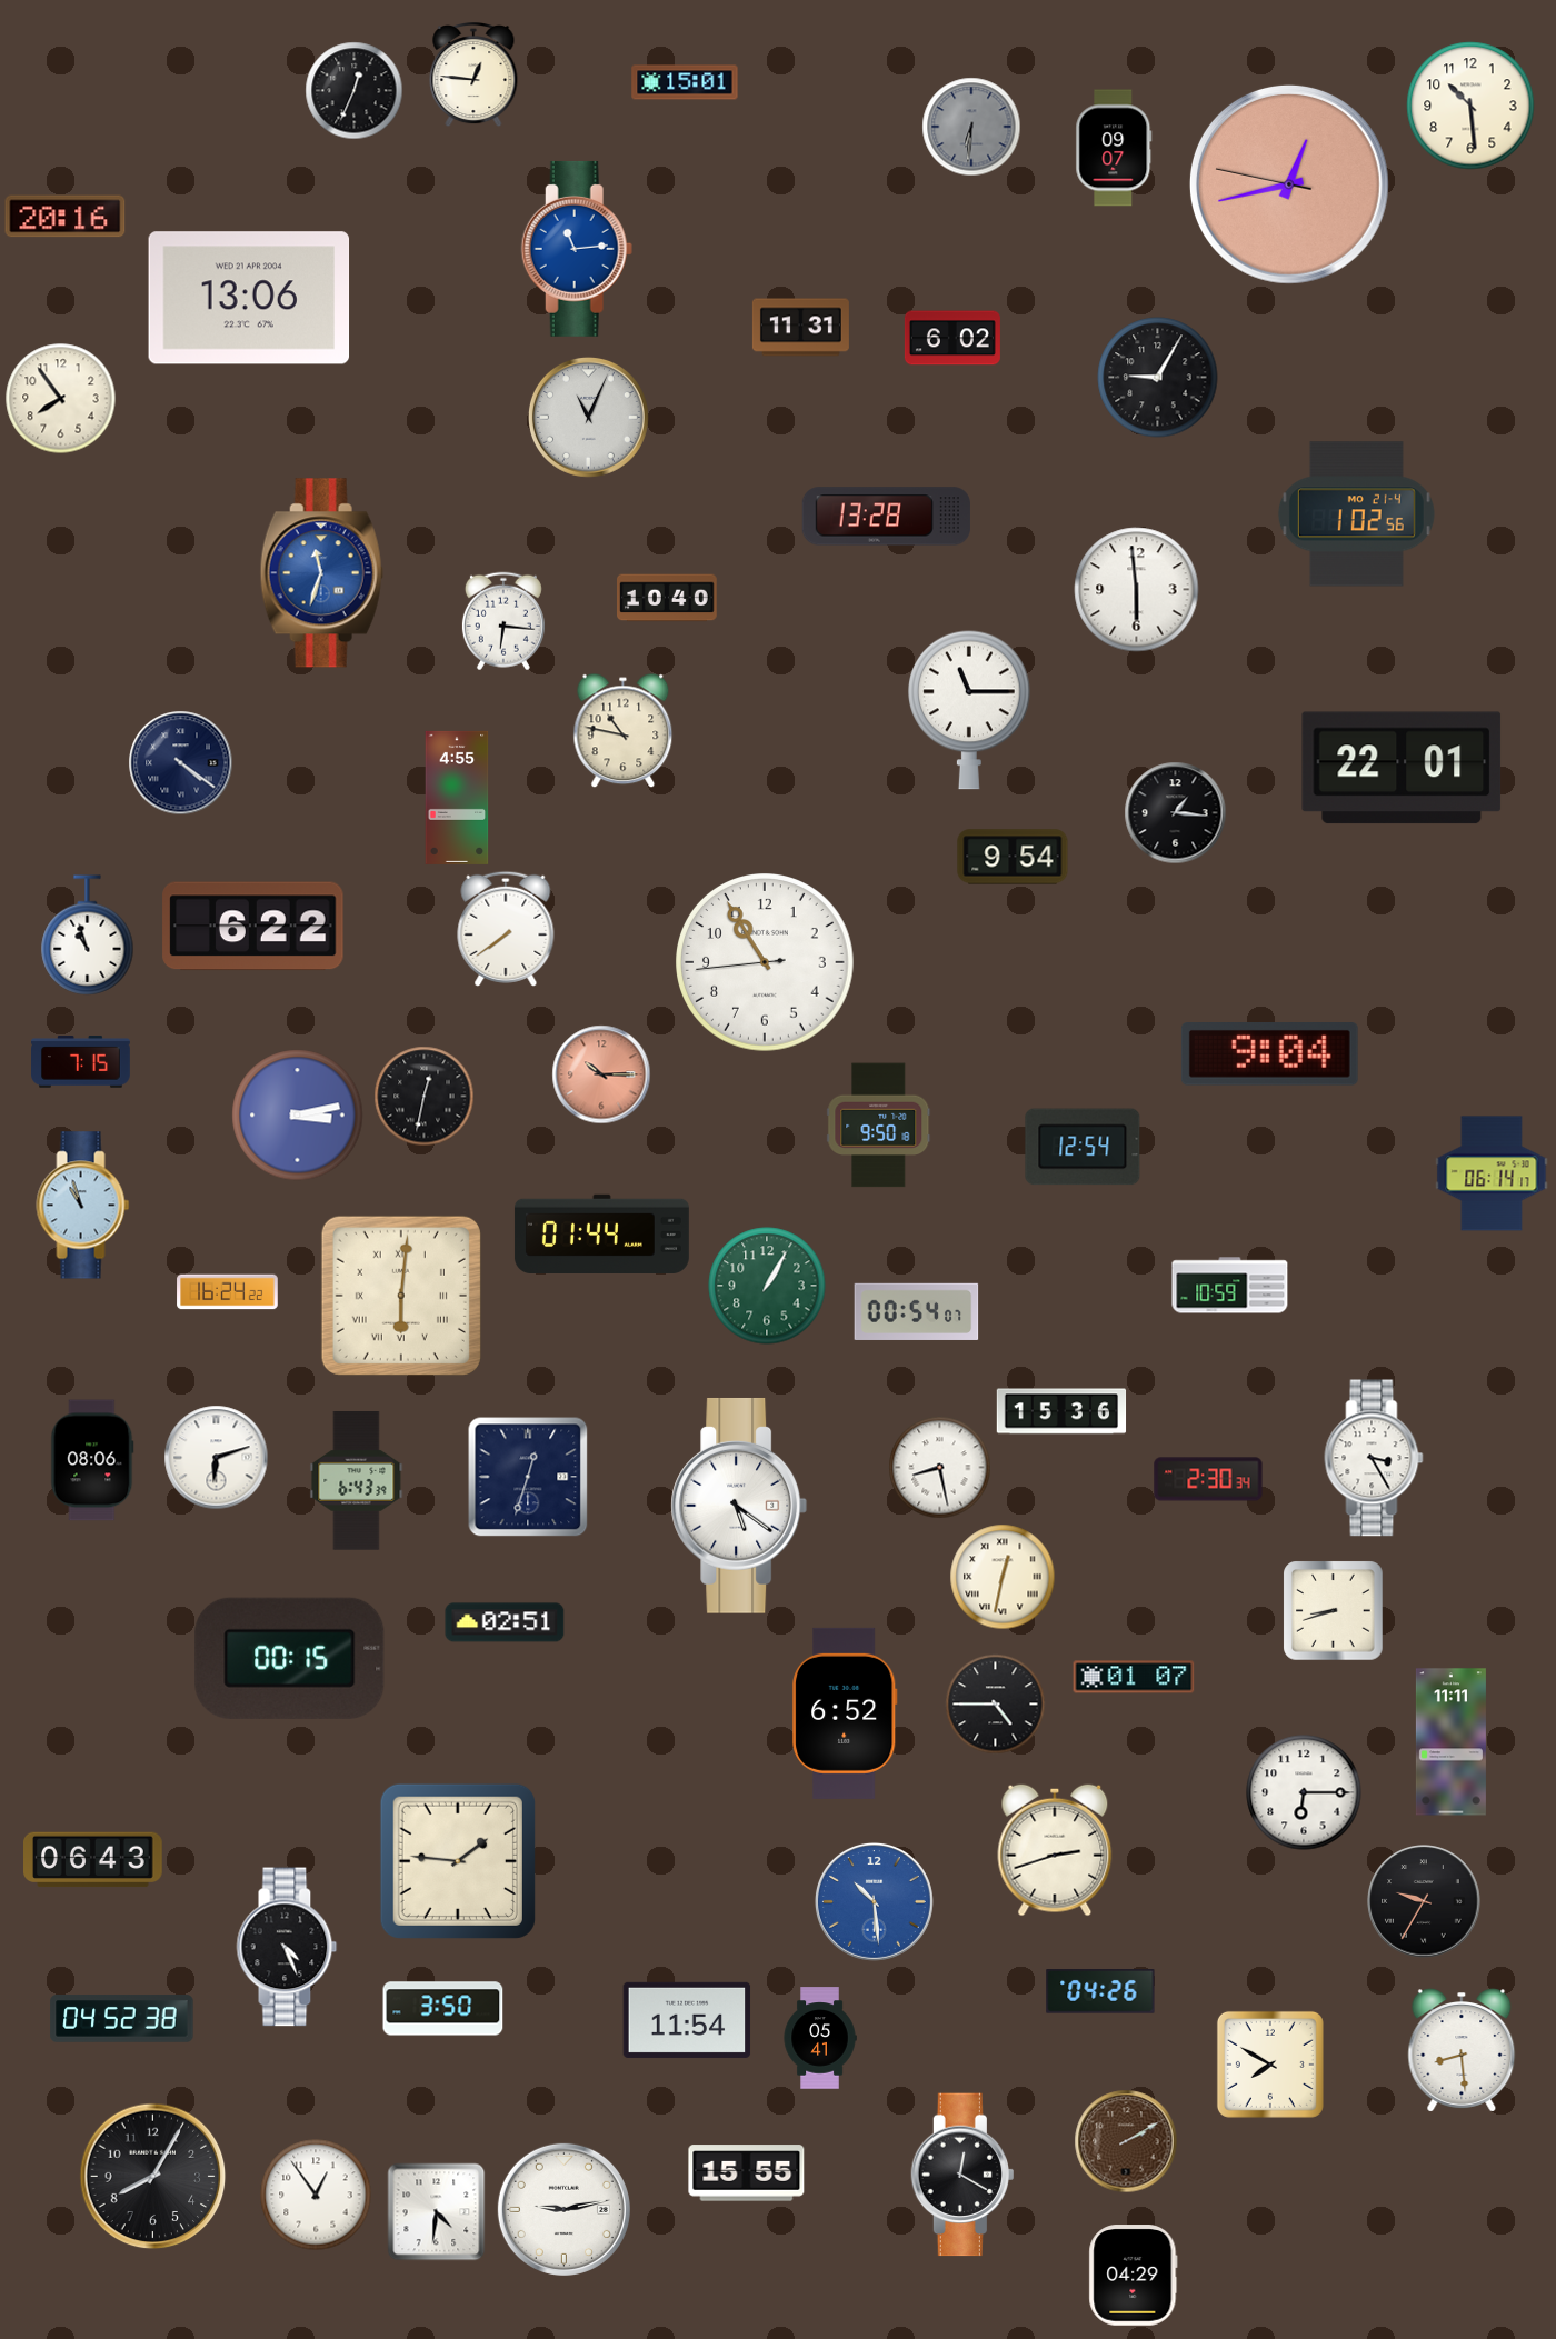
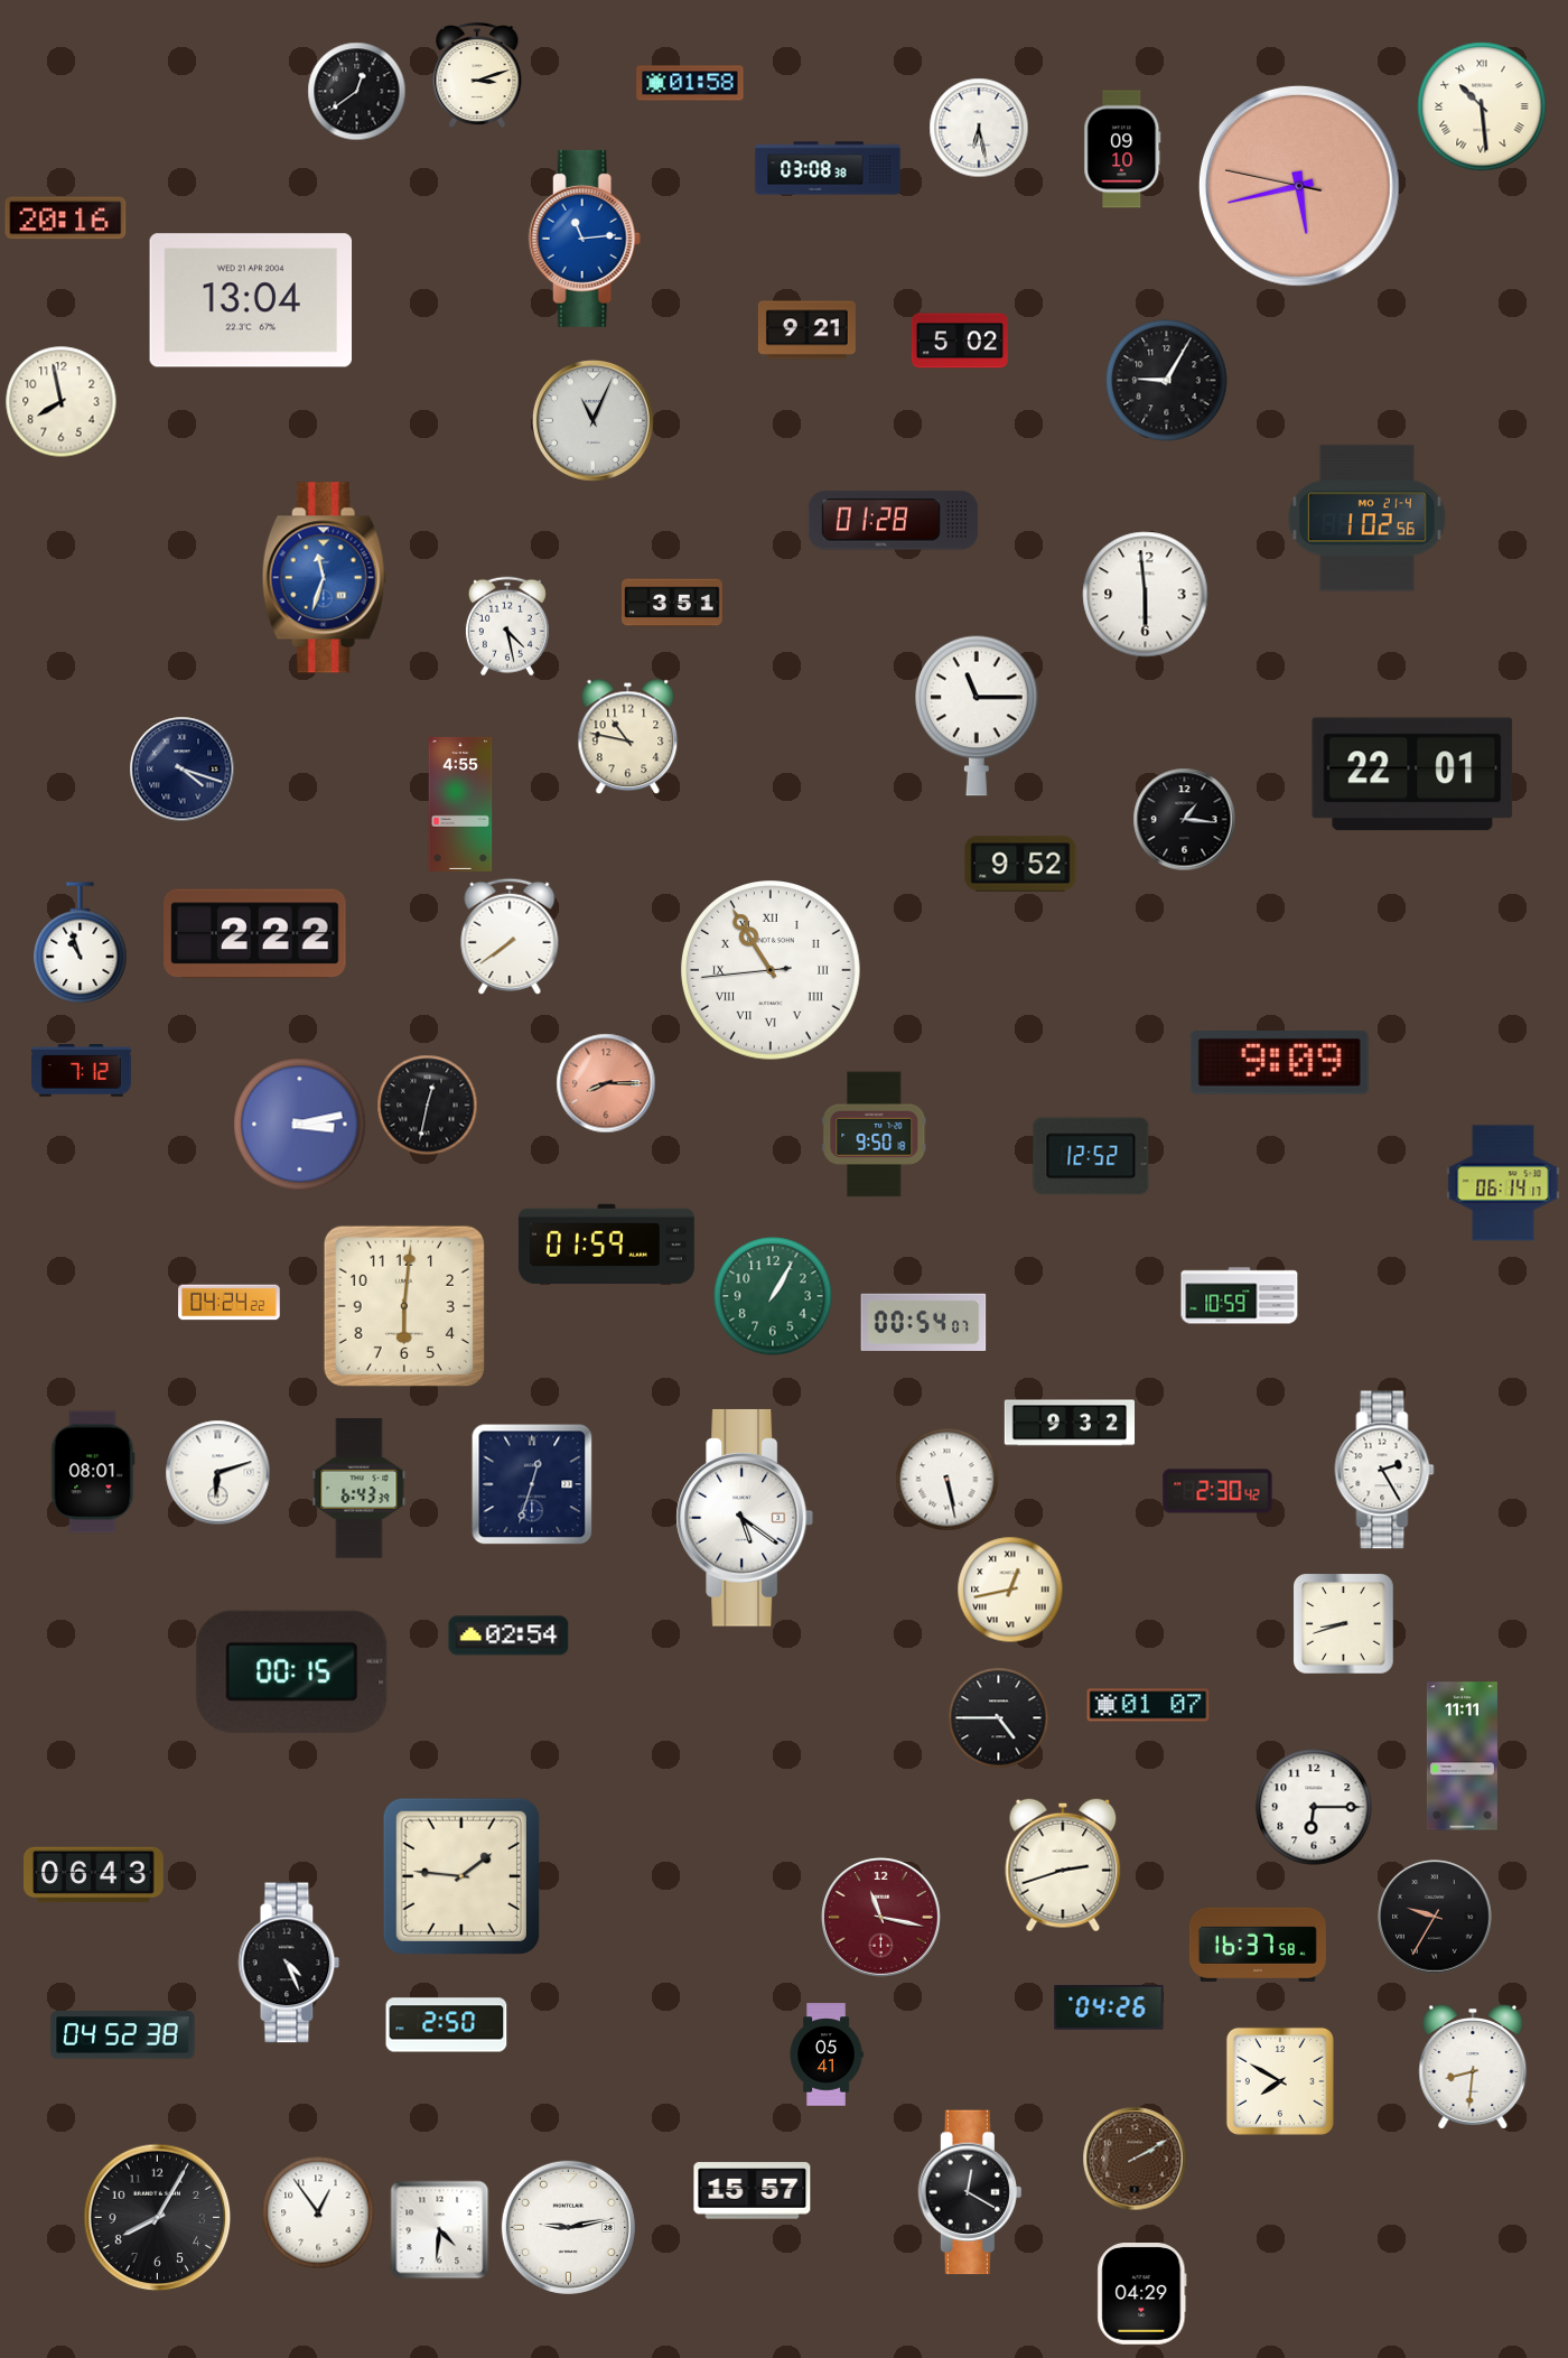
clock at (473, 76): 12:46 -> 3:12
clock at (685, 82): 15:01 -> 01:58
clock at (355, 91): 12:34 -> 12:39
clock at (1470, 106) numerals: Arabic -> Roman
clock at (971, 127): 6:31 -> 6:28
clock at (971, 127) dial: grey -> white
clock at (1114, 148): 09:07 -> 09:10
clock at (828, 168): none -> 03:08
clock at (1289, 184): 12:42 -> 5:42
clock at (577, 249) position: (577, 249) -> (585, 239)
clock at (249, 298): 13:06 -> 13:04
clock at (800, 328): 11:31 -> 9:21
clock at (952, 338): 6:02 -> 5:02
clock at (61, 399): 7:54 -> 7:58
clock at (886, 517): 13:28 -> 01:28
clock at (667, 598): 10:40 -> 3:51
clock at (503, 621): 6:16 -> 4:28
clock at (181, 763): 4:21 -> 4:18
clock at (1013, 857): 9:54 -> 9:52
clock at (253, 927): 6:22 -> 2:22
clock at (88, 936) position: (88, 936) -> (81, 943)
clock at (766, 963) numerals: Arabic -> Roman
clock at (1269, 1054): 9:04 -> 9:09
clock at (81, 1062): 7:15 -> 7:12
clock at (601, 1074): 10:15 -> 8:15
clock at (879, 1126) position: (879, 1126) -> (875, 1135)
clock at (1083, 1147): 12:54 -> 12:52
clock at (83, 1206): 10:57 -> none
clock at (601, 1233): 01:44 -> 01:59
clock at (228, 1292): 16:24 -> 04:24
clock at (401, 1296) numerals: Roman -> Arabic
clock at (1061, 1411): 15:36 -> 9:32
clock at (217, 1458) position: (217, 1458) -> (218, 1473)
clock at (1374, 1458): 3:25 -> 2:25
clock at (92, 1460): 08:06 -> 08:01
clock at (940, 1468): 8:28 -> 5:28
clock at (528, 1477) position: (528, 1477) -> (532, 1484)
clock at (1208, 1479): 2:30:34 -> 2:30:42
clock at (357, 1481) position: (357, 1481) -> (360, 1489)
clock at (1003, 1577): 12:32 -> 12:43
clock at (505, 1622): 02:51 -> 02:54
clock at (1134, 1677) position: (1134, 1677) -> (1148, 1705)
clock at (996, 1705) position: (996, 1705) -> (999, 1718)
clock at (845, 1713): 6:52 -> none
clock at (874, 1901): 10:29 -> 11:17
clock at (874, 1901) dial: blue -> burgundy
clock at (1258, 1945): none -> 16:37
clock at (443, 2009): 3:50 -> 2:50
clock at (687, 2020): 11:54 -> none
clock at (1462, 2050): 8:29 -> 8:31
clock at (747, 2173): 15:55 -> 15:57
clock at (153, 2177) position: (153, 2177) -> (158, 2218)
